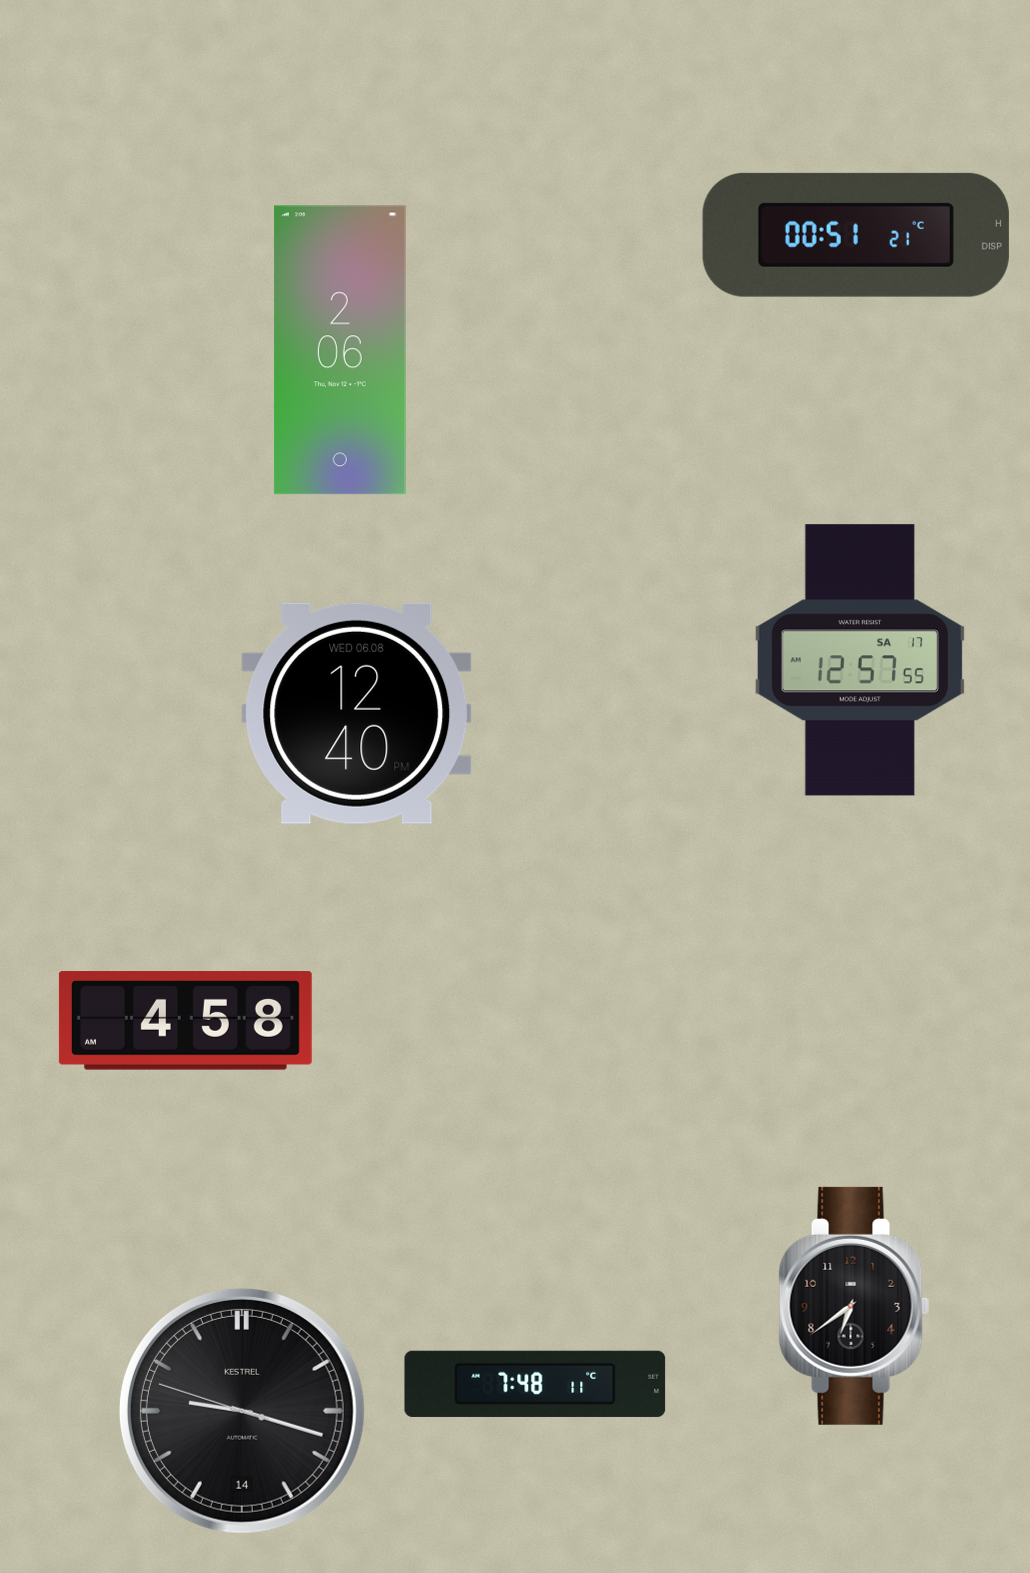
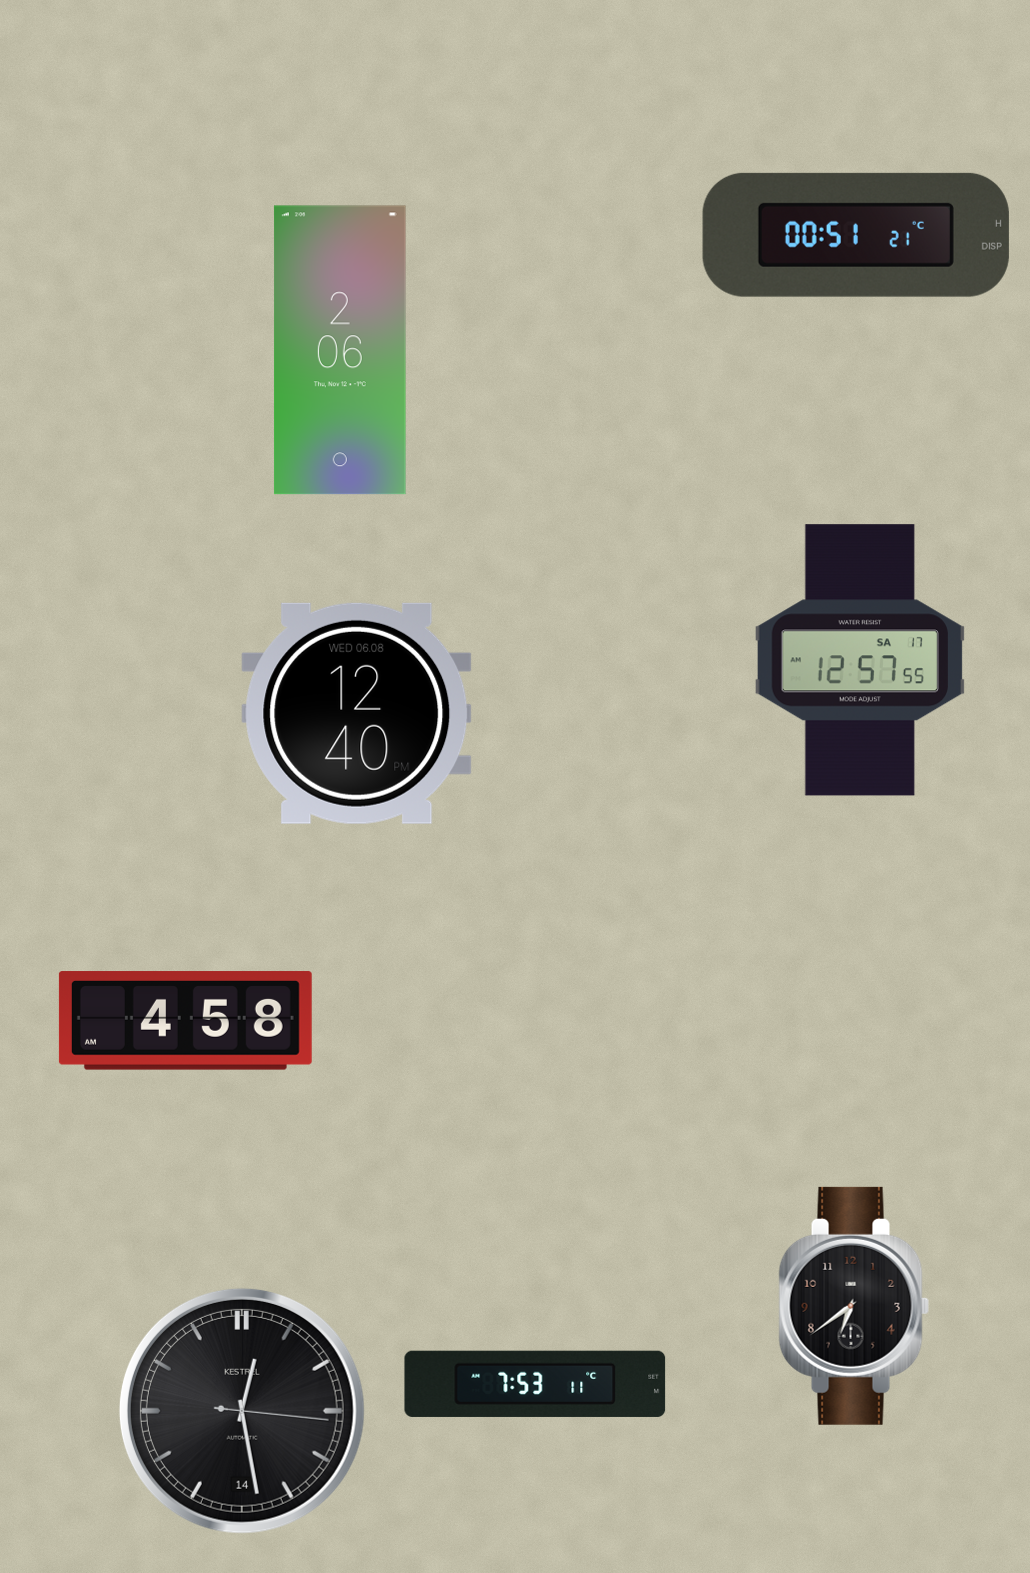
clock at (535, 1384): 7:48 -> 7:53
clock at (242, 1411): 9:17 -> 12:28
